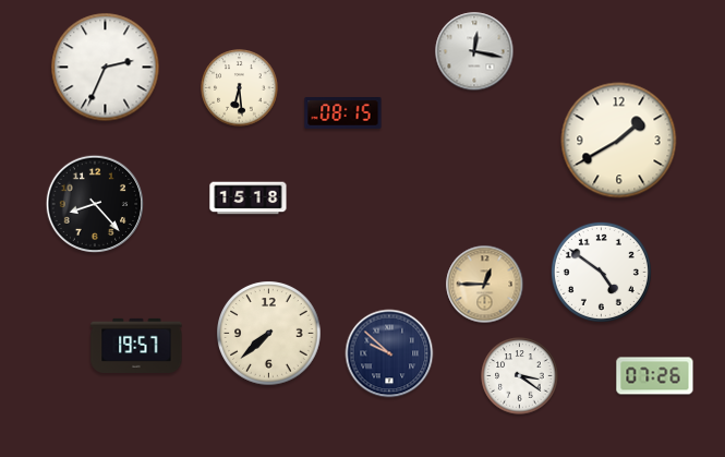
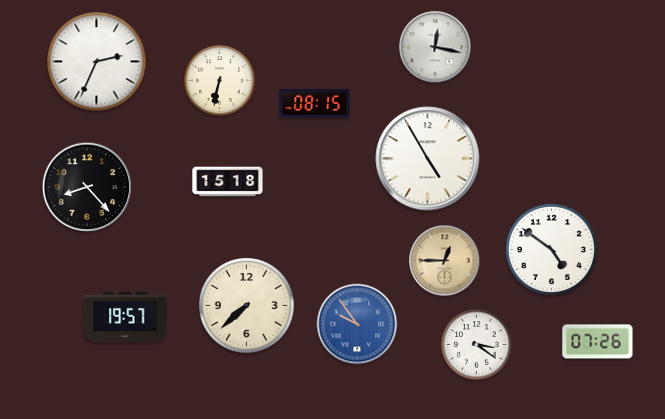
clock at (240, 88): 6:29 -> 6:32
clock at (619, 141): 1:40 -> none
clock at (428, 159): none -> 4:55
clock at (389, 353): 9:52 -> 9:54
clock at (389, 353) dial: navy -> blue
clock at (655, 376) position: (655, 376) -> (598, 342)
